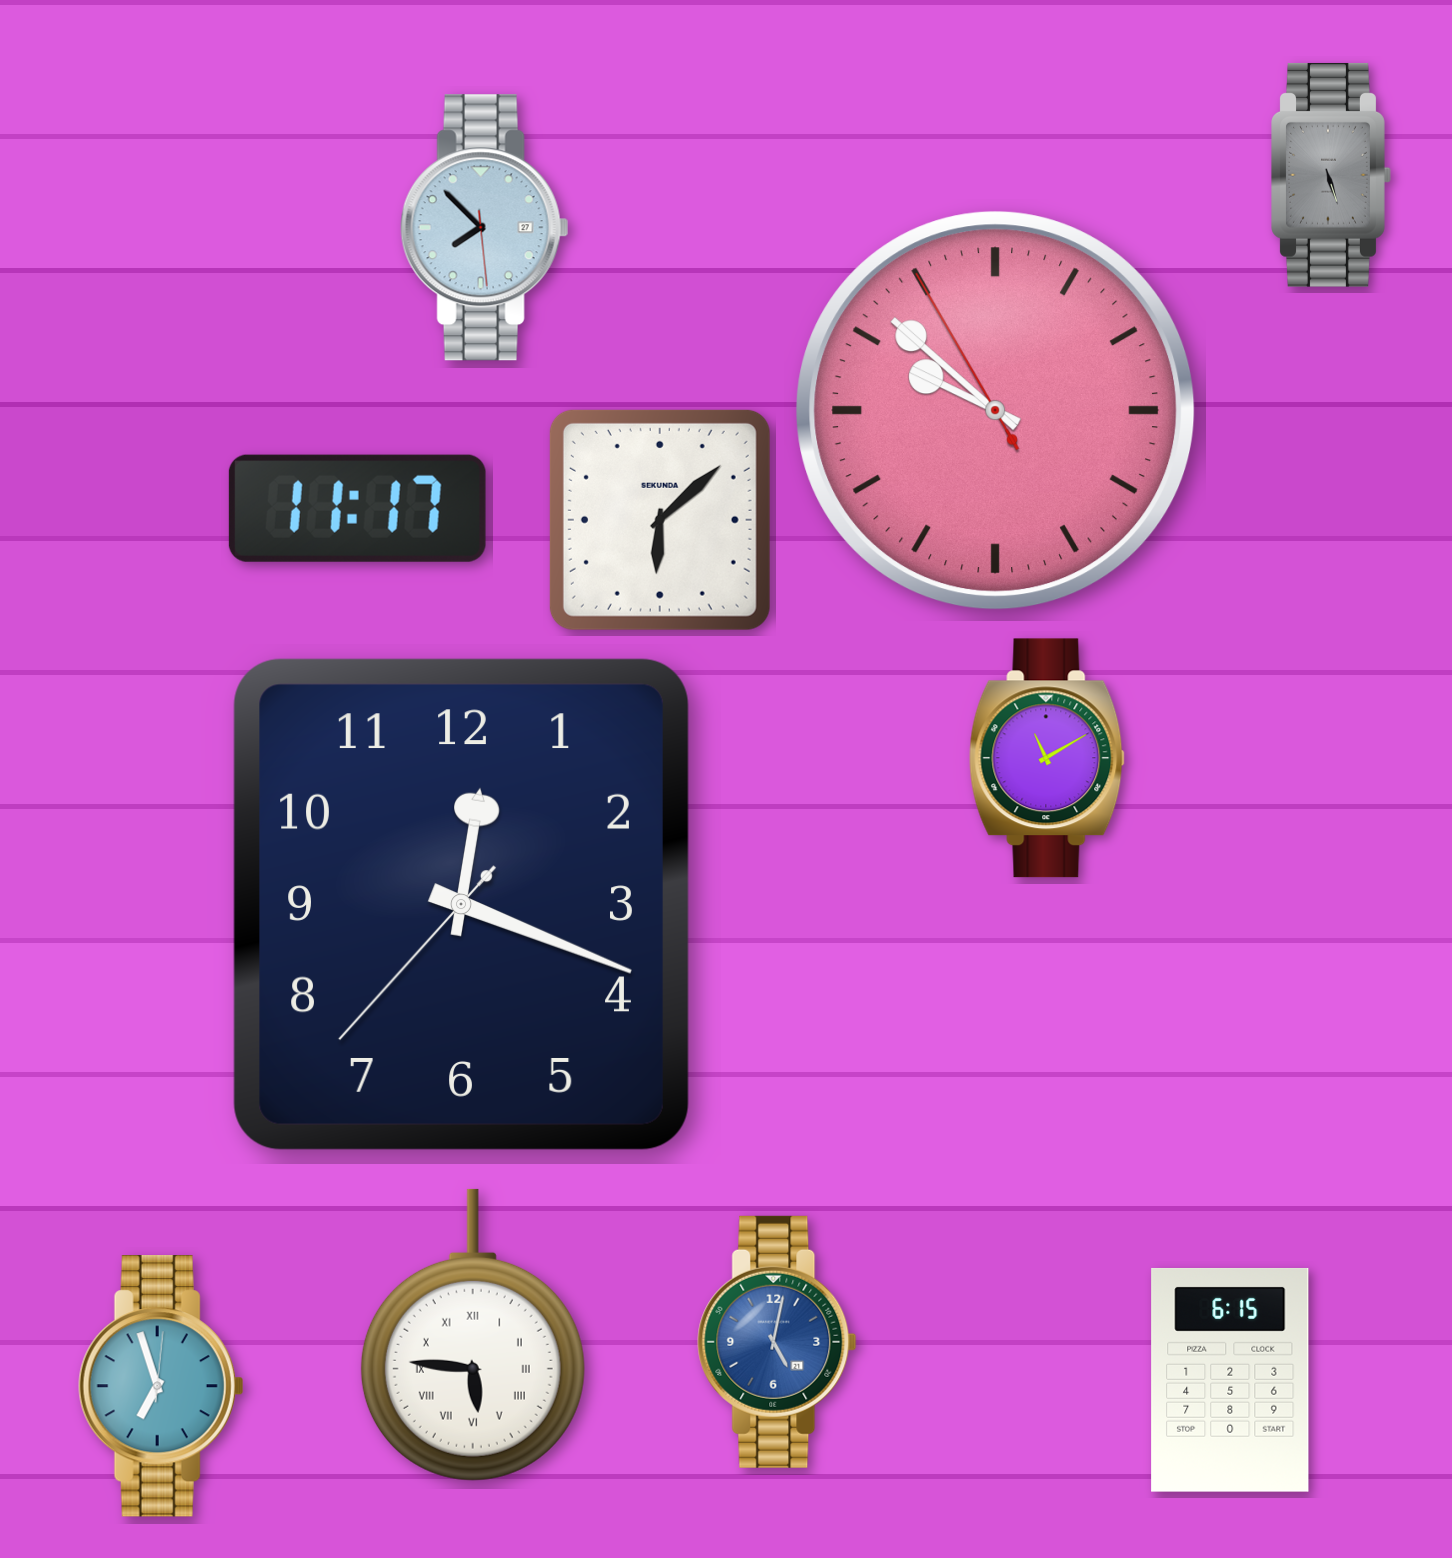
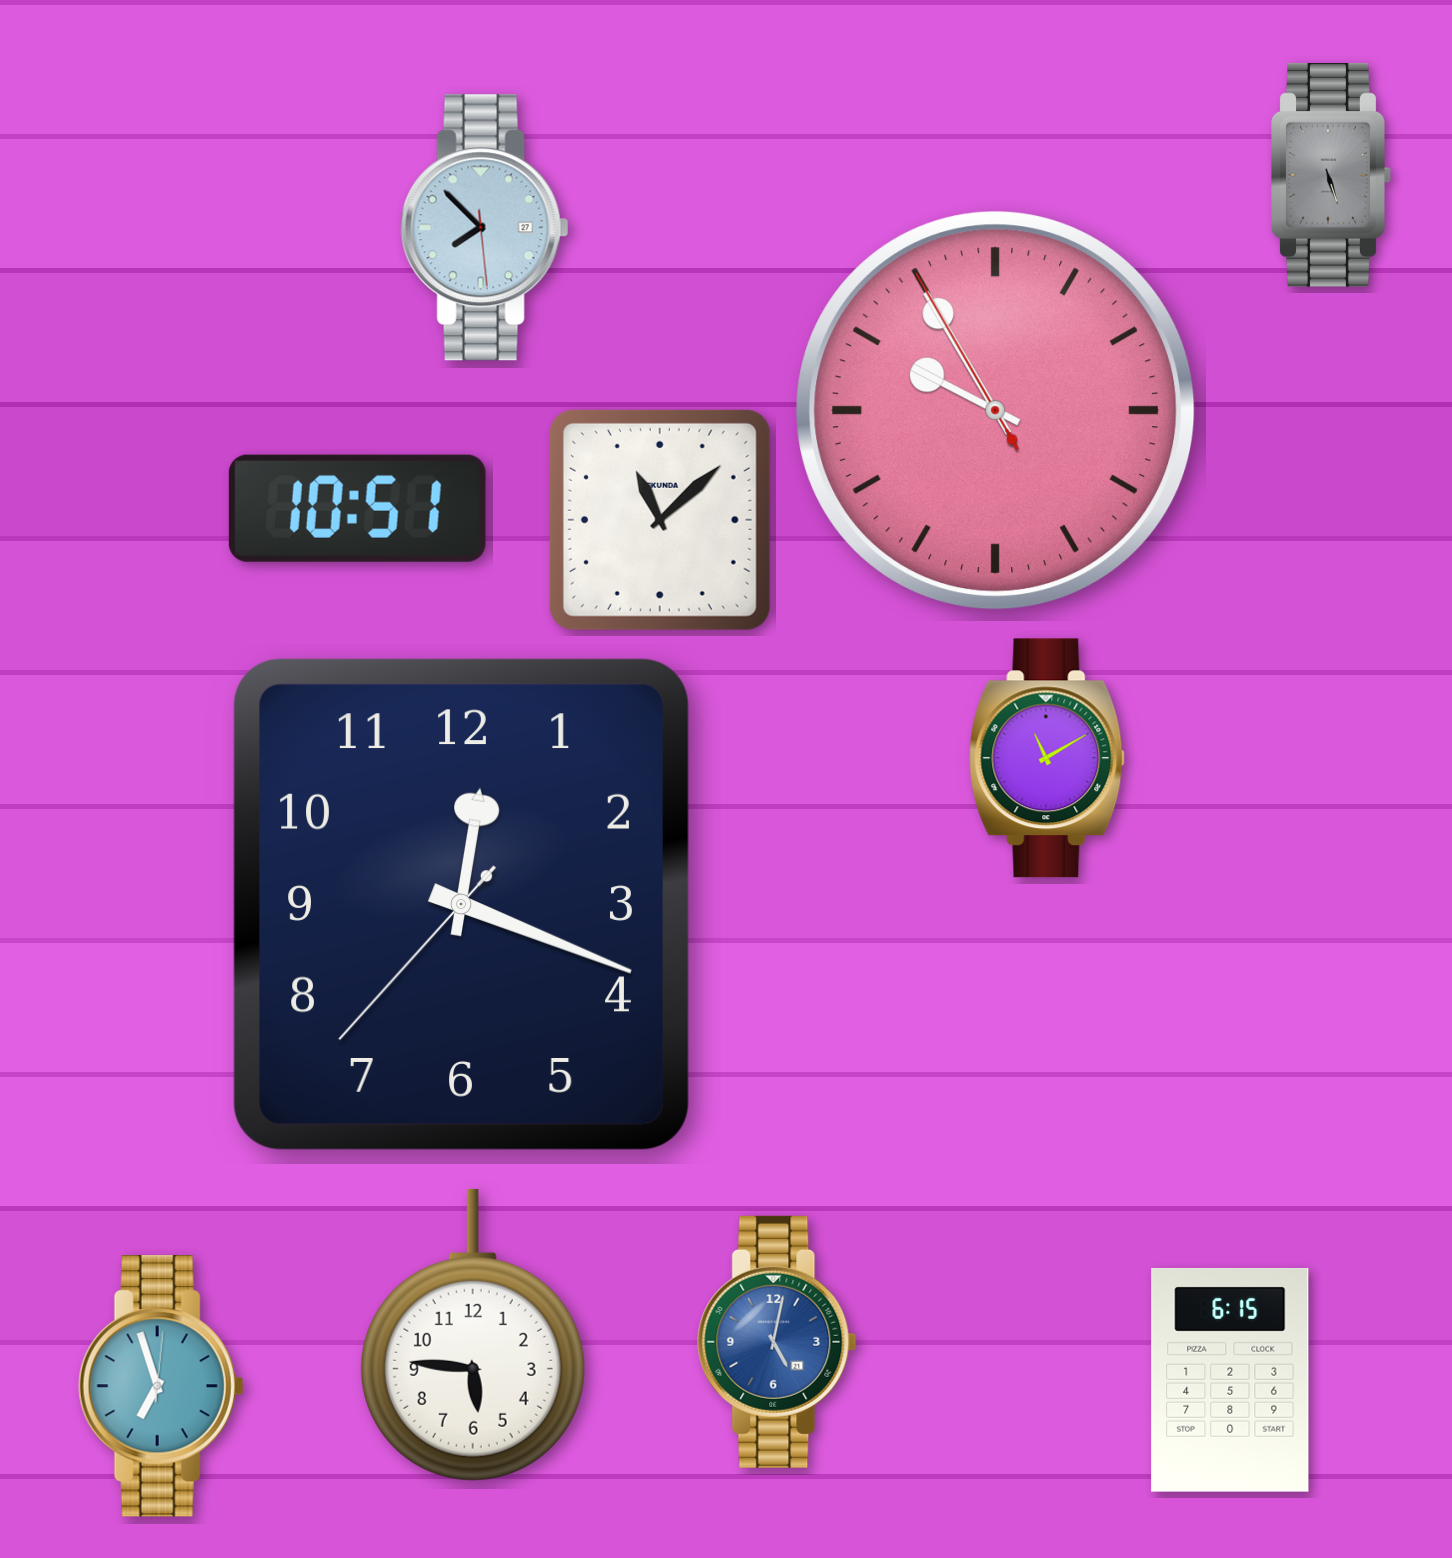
clock at (996, 411): 9:51 -> 9:54
clock at (357, 508): 11:17 -> 10:51
clock at (660, 520): 6:08 -> 11:08
clock at (473, 1335) numerals: Roman -> Arabic
